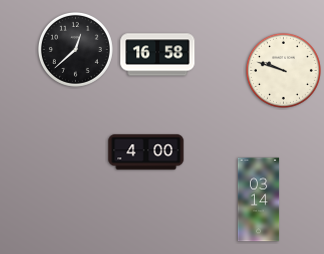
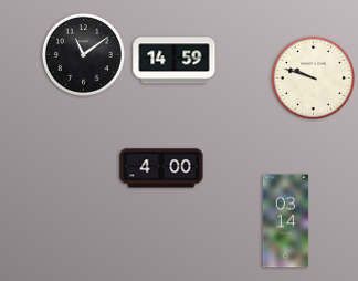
clock at (75, 49): 12:38 -> 11:09
clock at (158, 55): 16:58 -> 14:59
